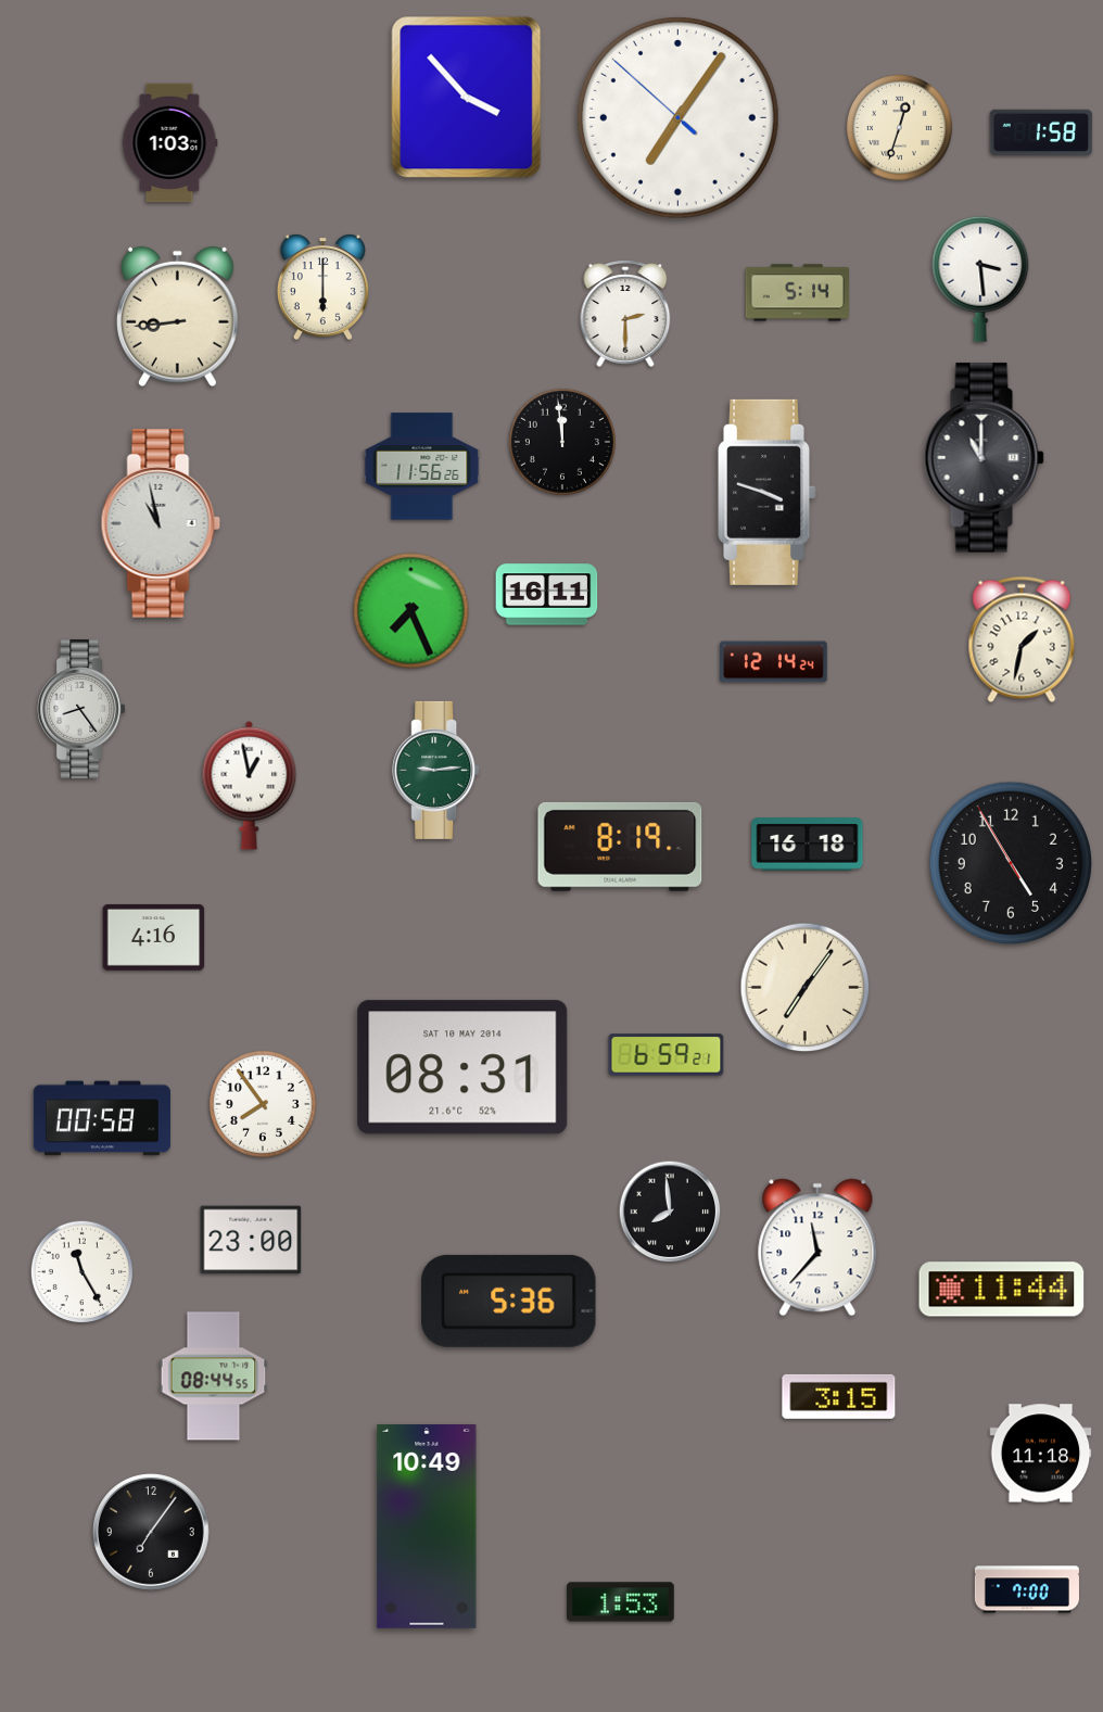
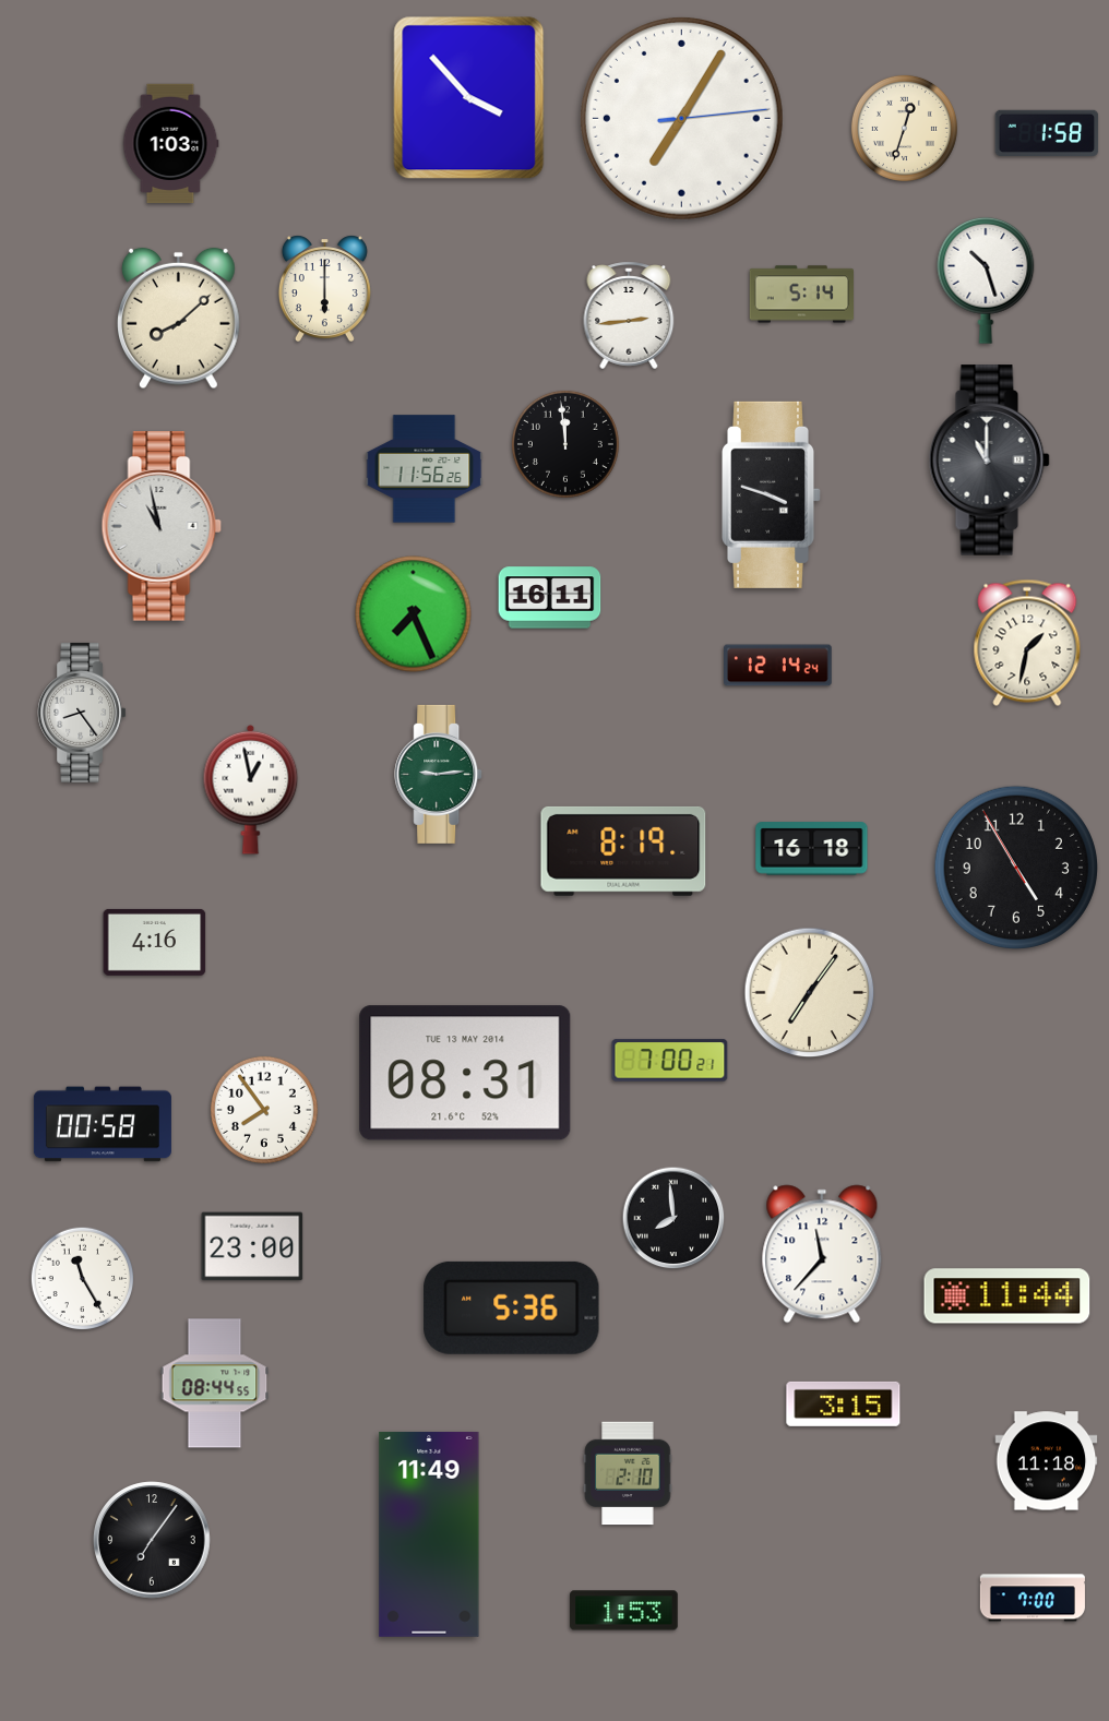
clock at (677, 117): 7:05:52 -> 7:05:14
clock at (980, 279): 3:29 -> 10:27
clock at (625, 314): 2:30 -> 2:44
clock at (178, 317): 8:44 -> 8:08
clock at (667, 1055): 6:59 -> 7:00
clock at (462, 1067) date: SAT 10 MAY 2014 -> TUE 13 MAY 2014
clock at (628, 1473): none -> 2:10
clock at (427, 1526): 10:49 -> 11:49
